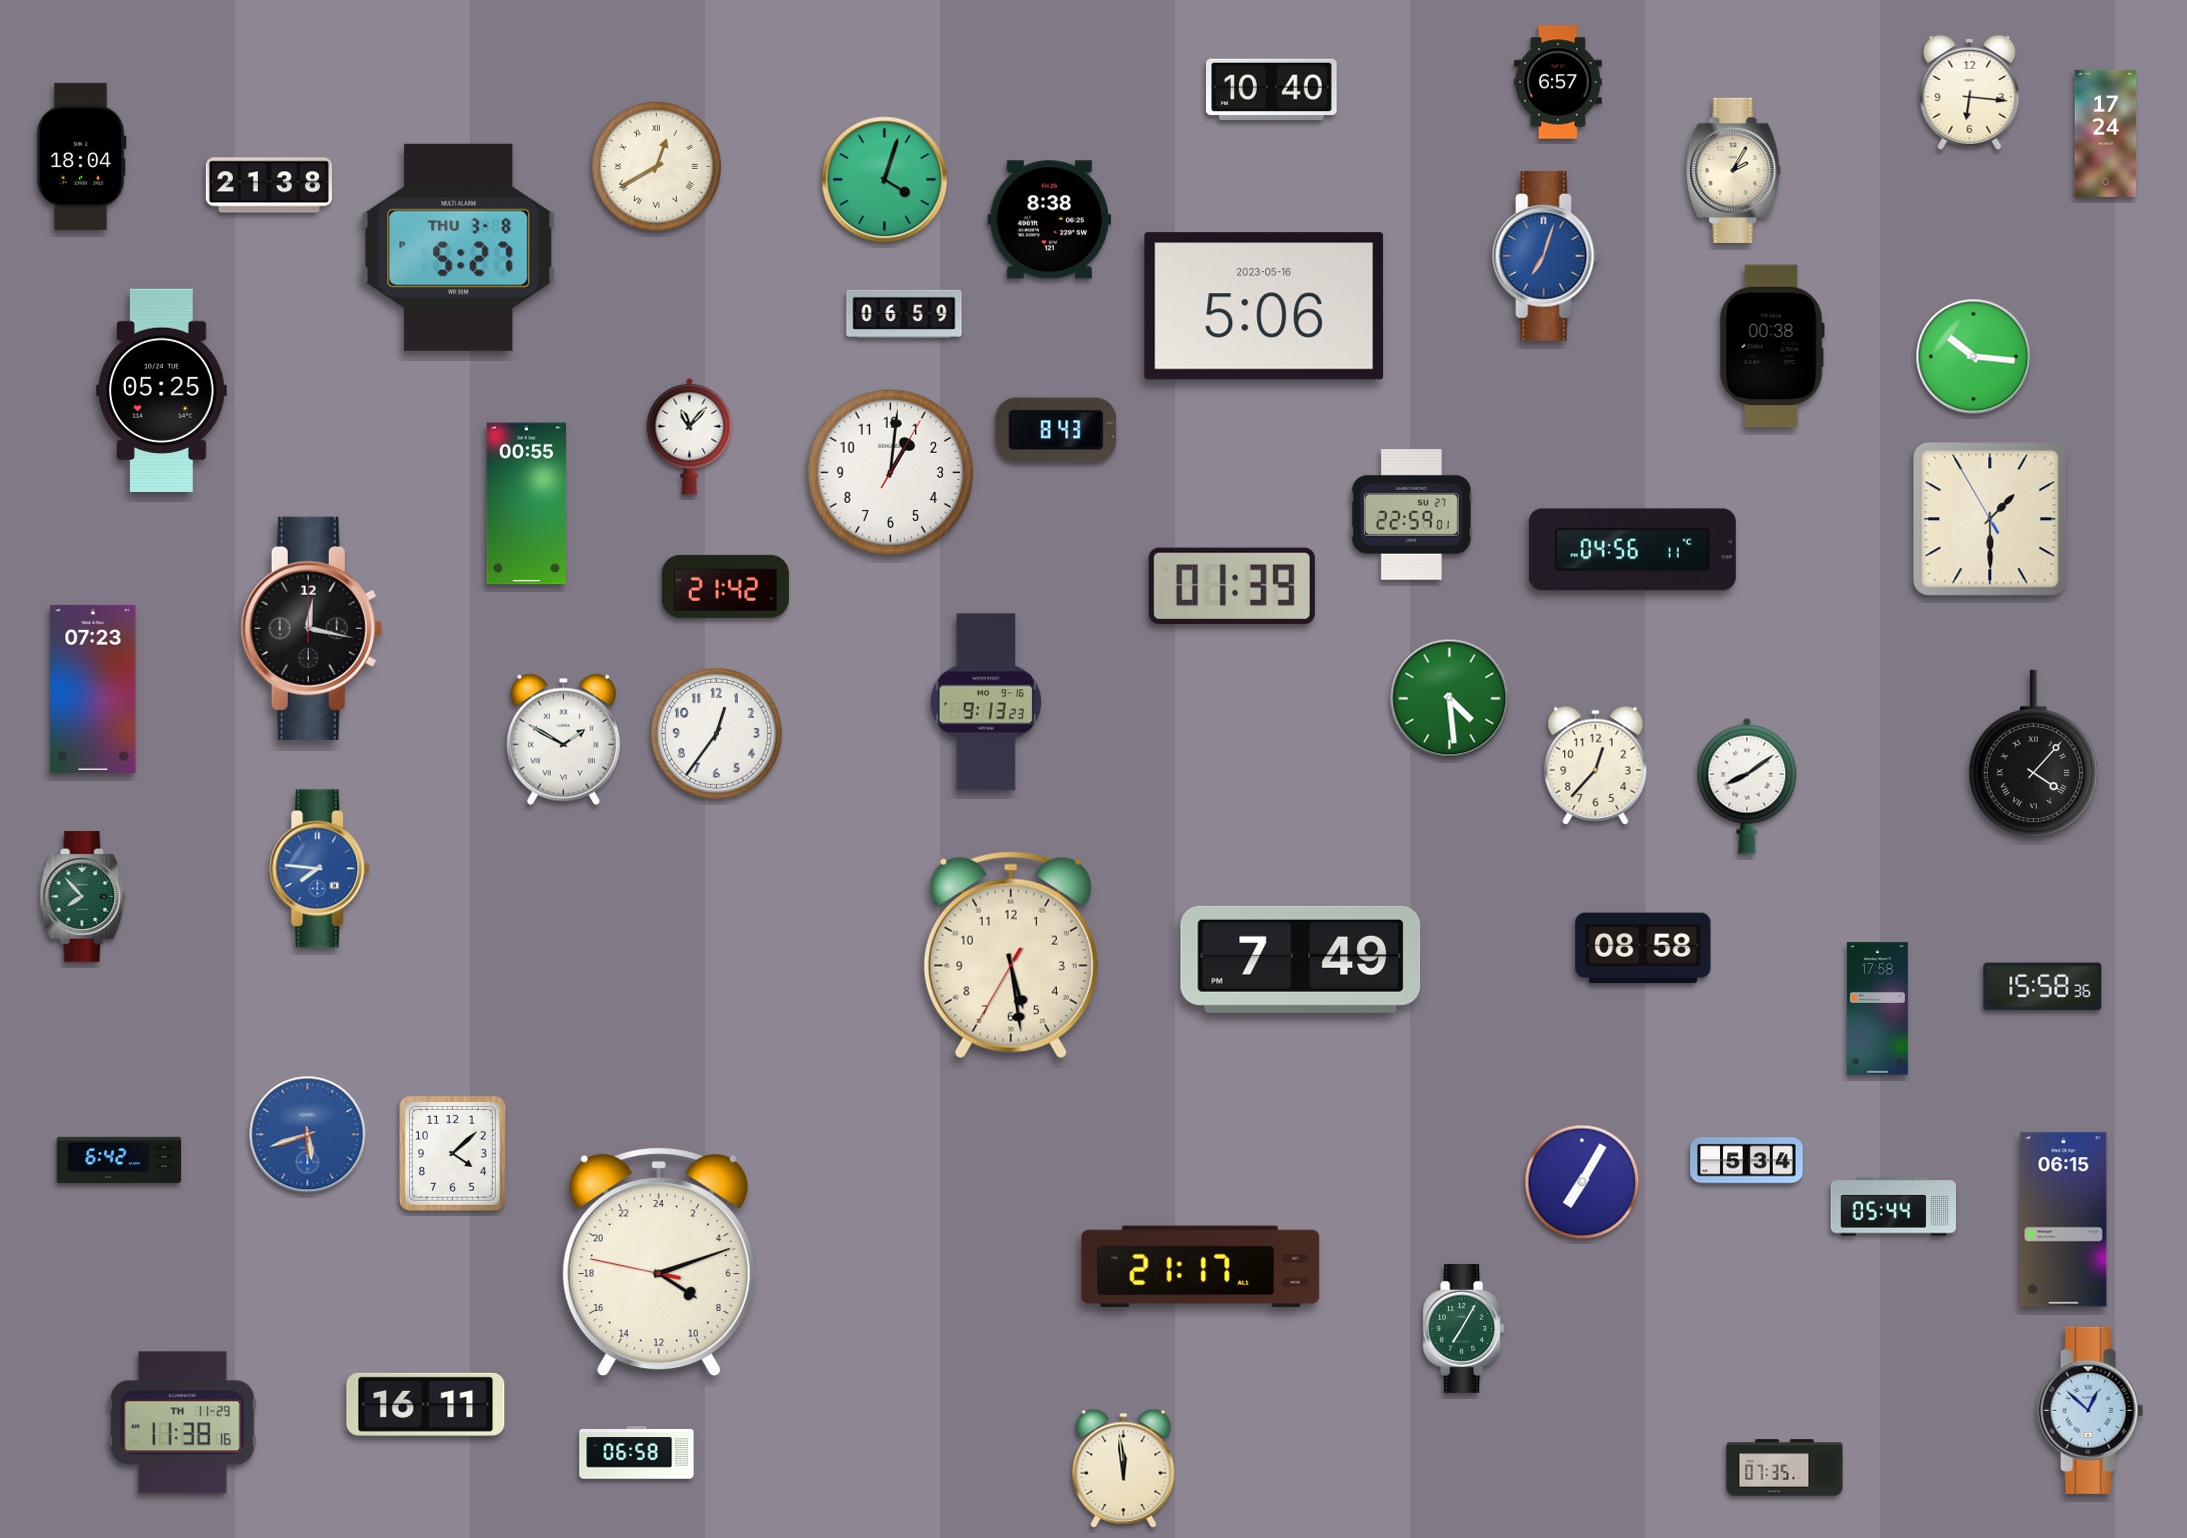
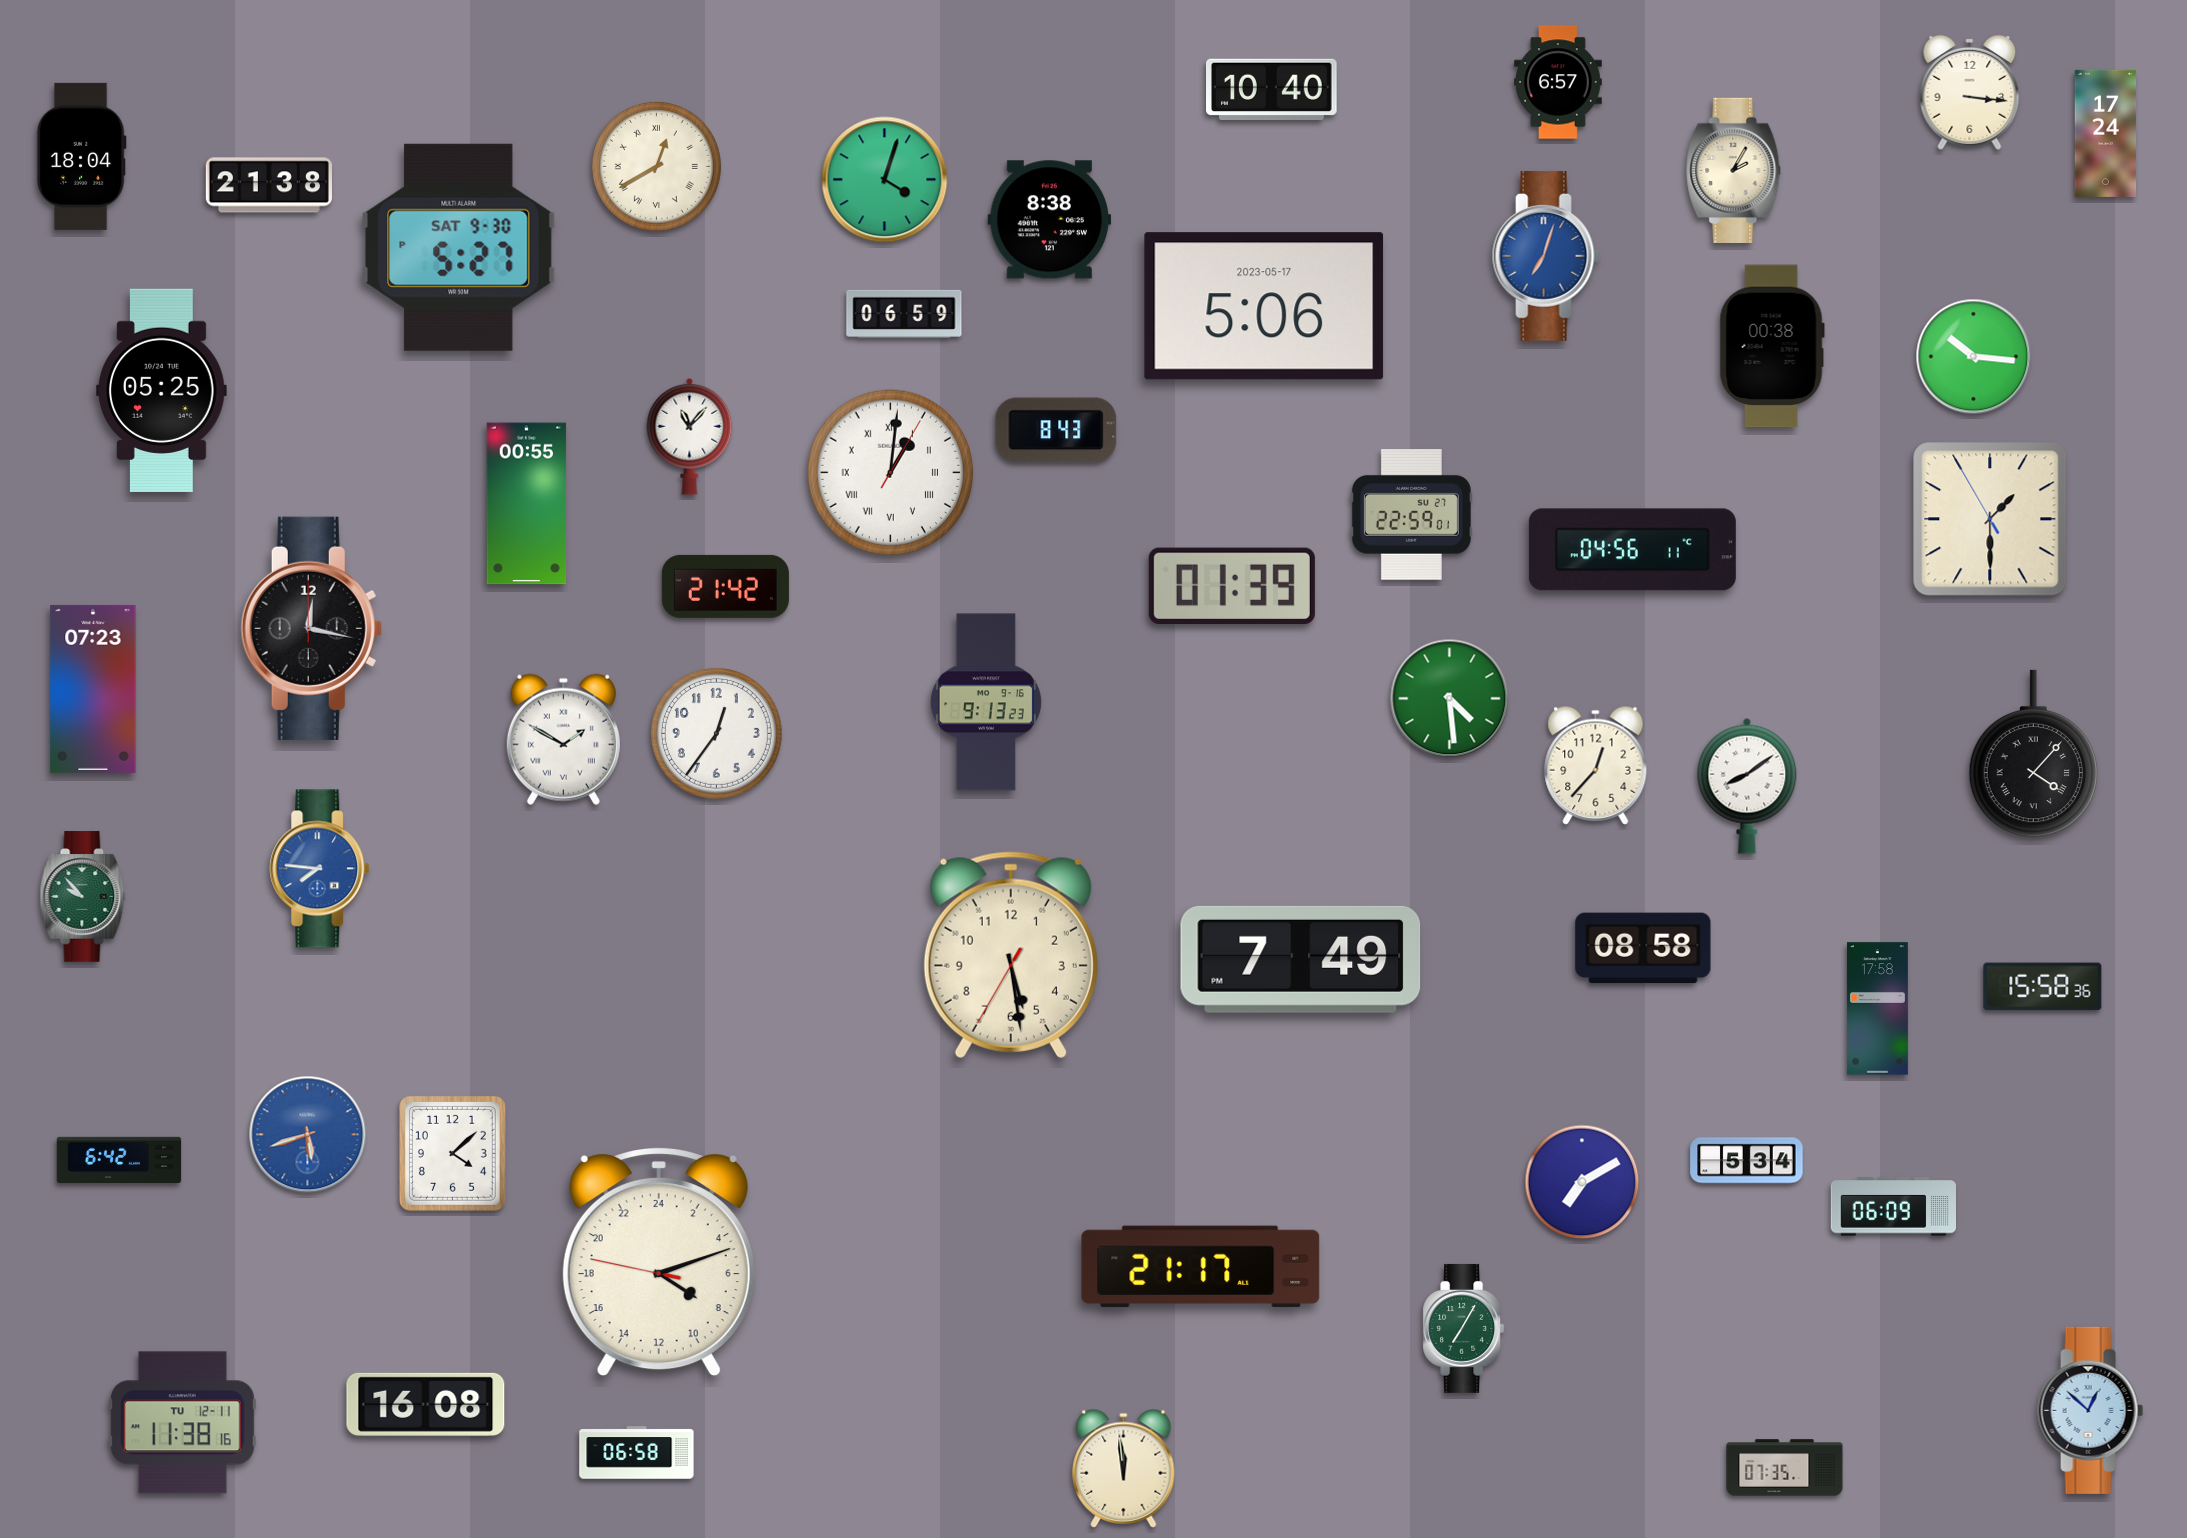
clock at (1970, 92): 6:16 -> 3:16
clock at (459, 247) date: THU 3-8 -> SAT 9-30
clock at (1264, 306) date: 2023-05-16 -> 2023-05-17
clock at (891, 473) numerals: Arabic -> Roman
clock at (83, 897): 7:53 -> 9:53
clock at (1582, 1182): 7:05 -> 7:10
clock at (1893, 1207): 05:44 -> 06:09
clock at (2064, 1220): 06:15 -> none
clock at (426, 1404): 16:11 -> 16:08
clock at (182, 1423) date: TH 11-29 -> TU 12-11
